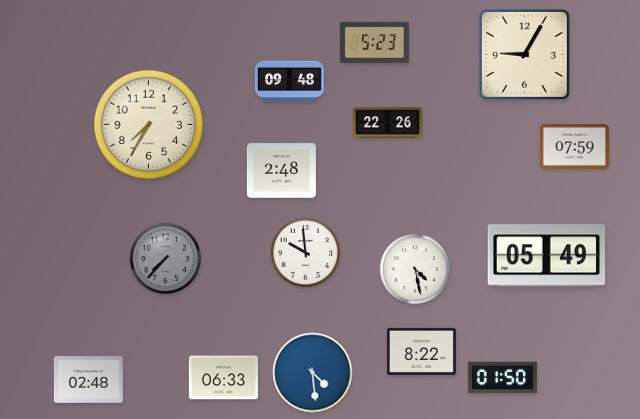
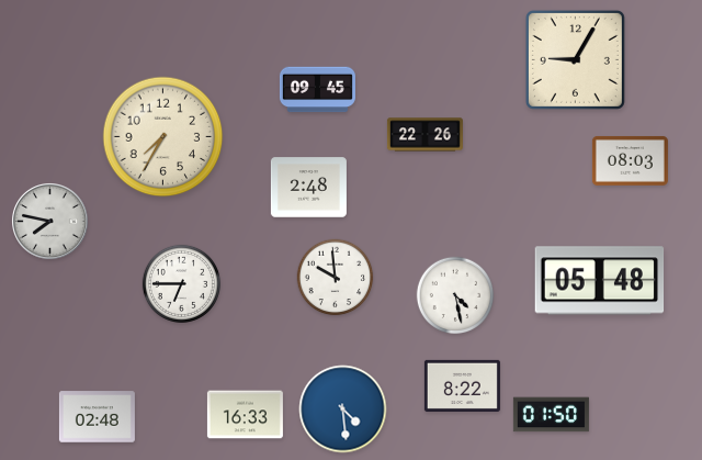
clock at (374, 42): 5:23 -> none
clock at (289, 82): 09:48 -> 09:45
clock at (574, 147): 07:59 -> 08:03
clock at (50, 222): none -> 7:47
clock at (547, 256): 05:49 -> 05:48
clock at (165, 258): 7:37 -> 6:45
clock at (165, 258) dial: grey -> white
clock at (223, 378): 06:33 -> 16:33
